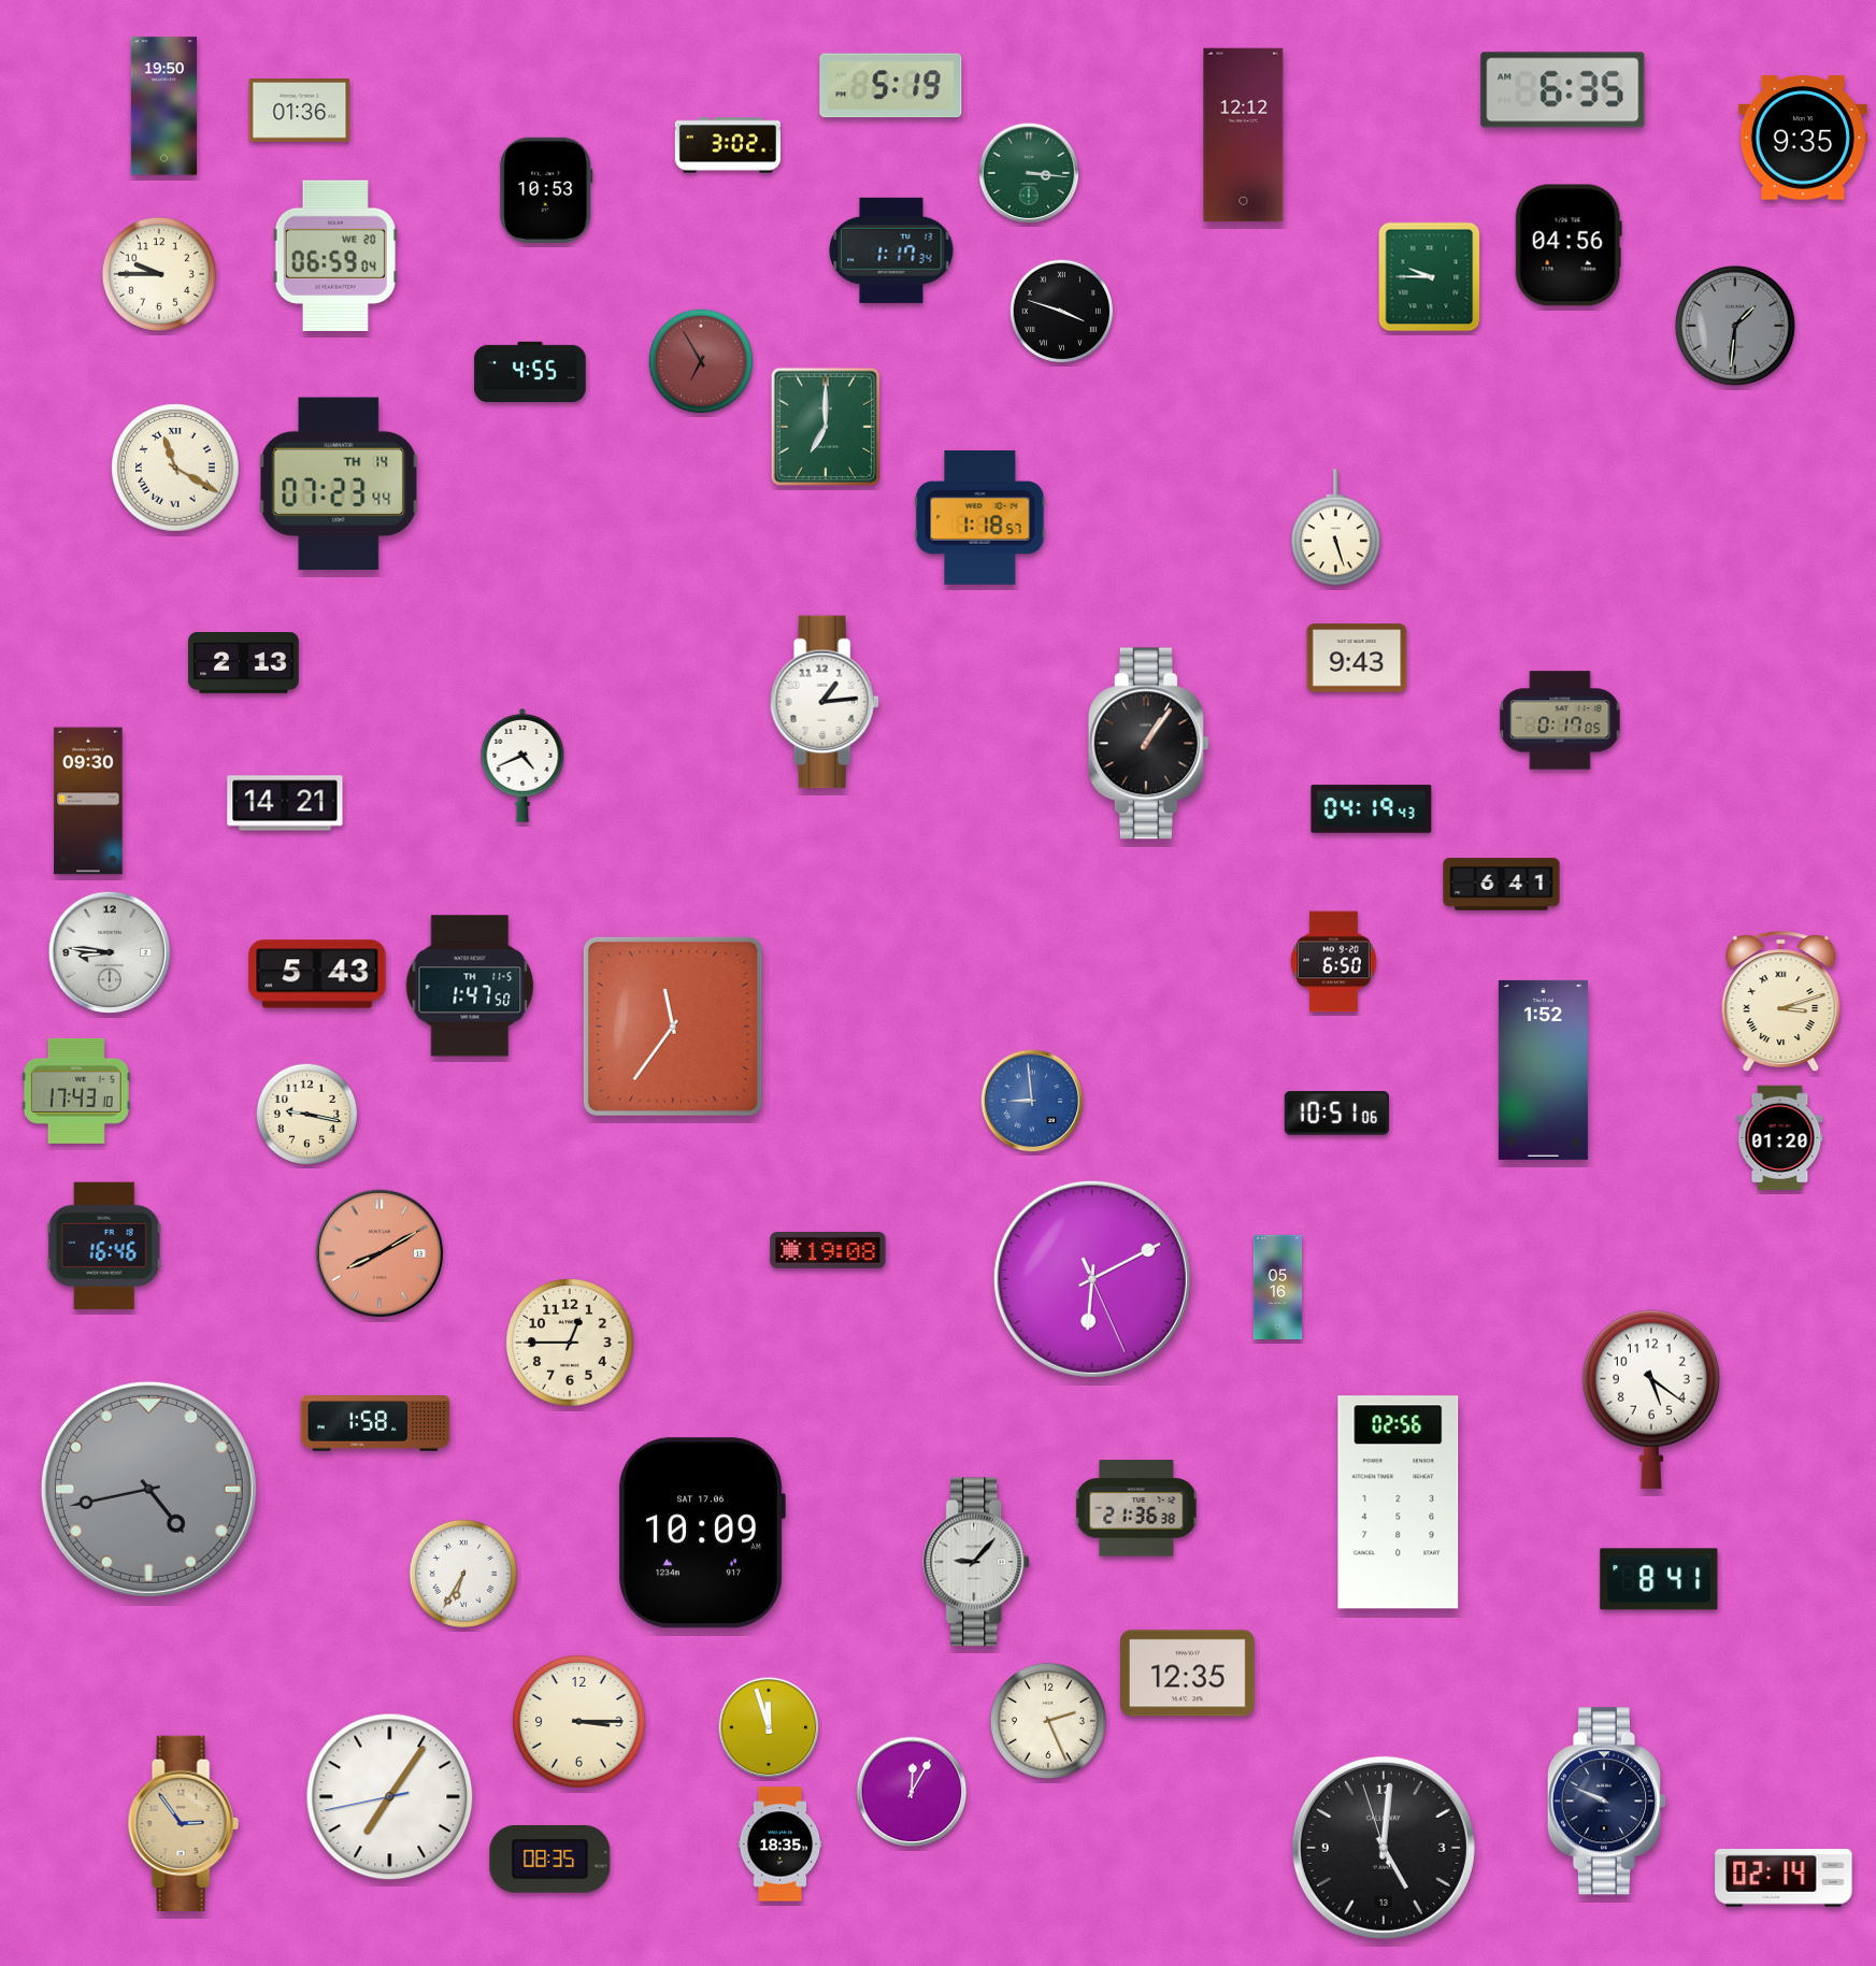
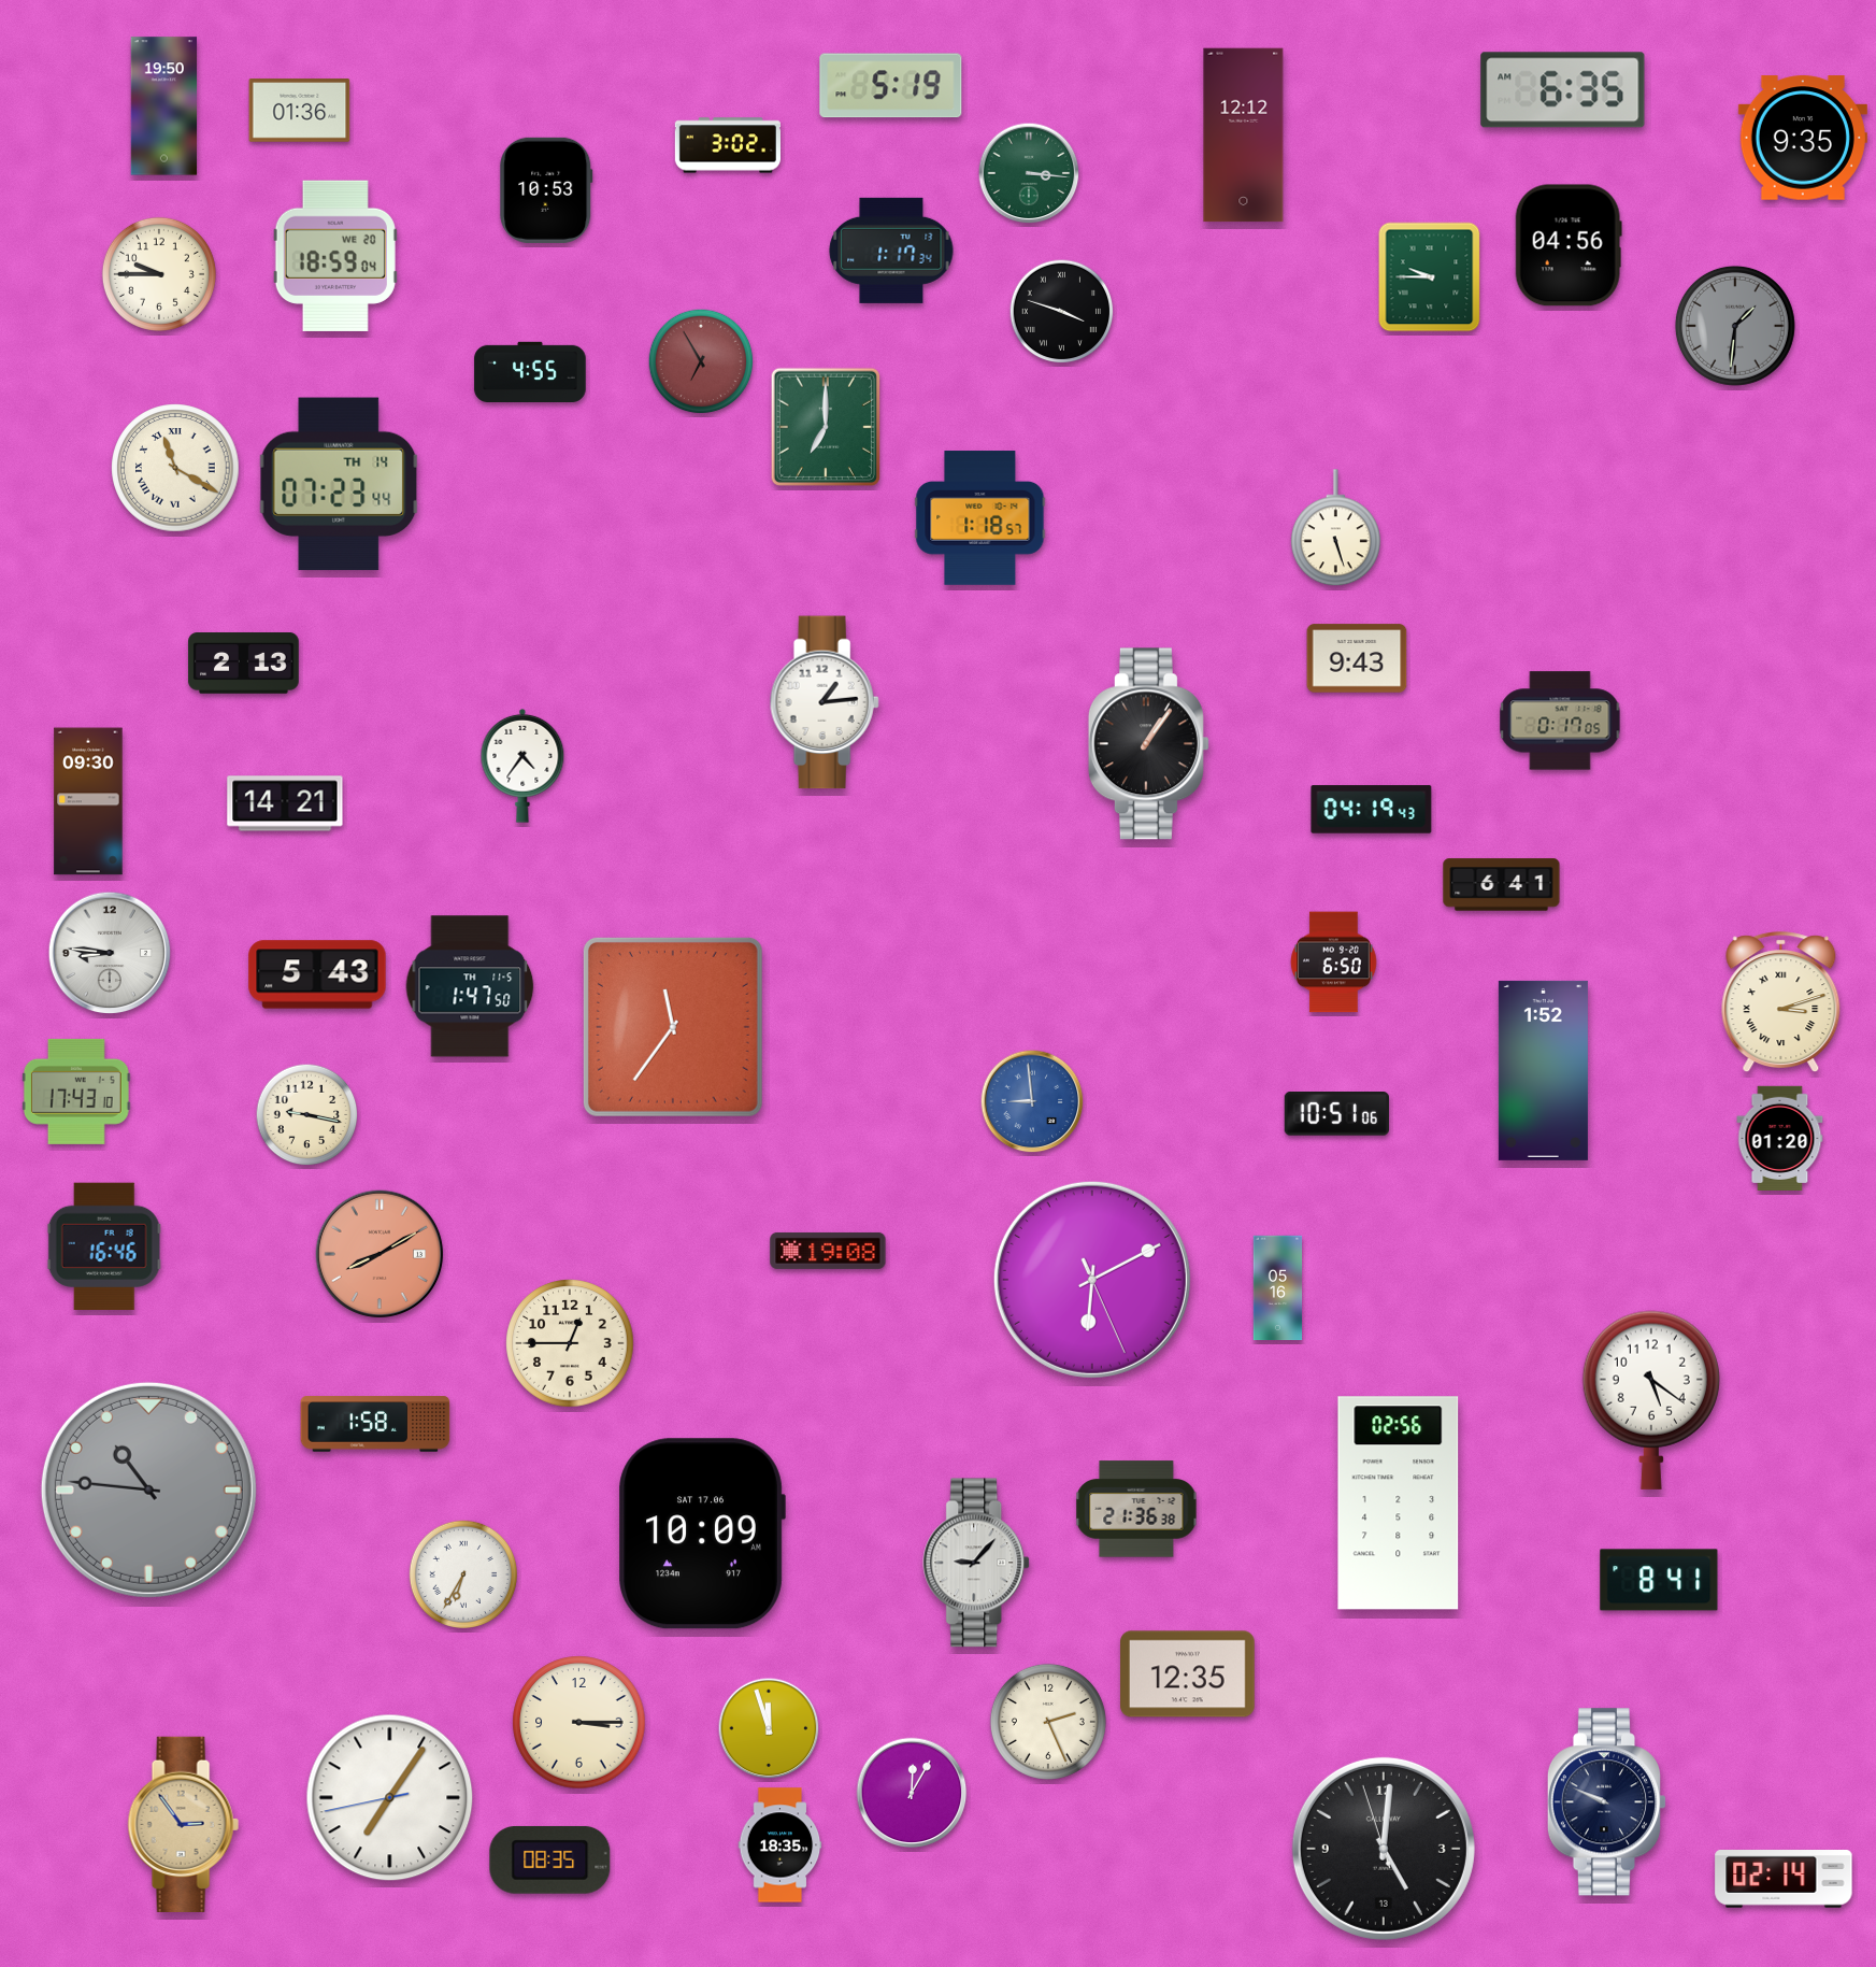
clock at (335, 255): 06:59 -> 18:59
clock at (522, 765): 4:41 -> 4:36
clock at (148, 1489): 4:43 -> 10:46
